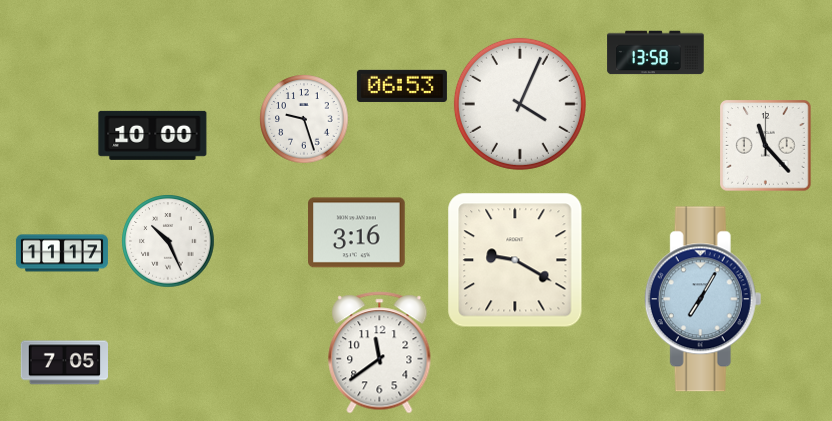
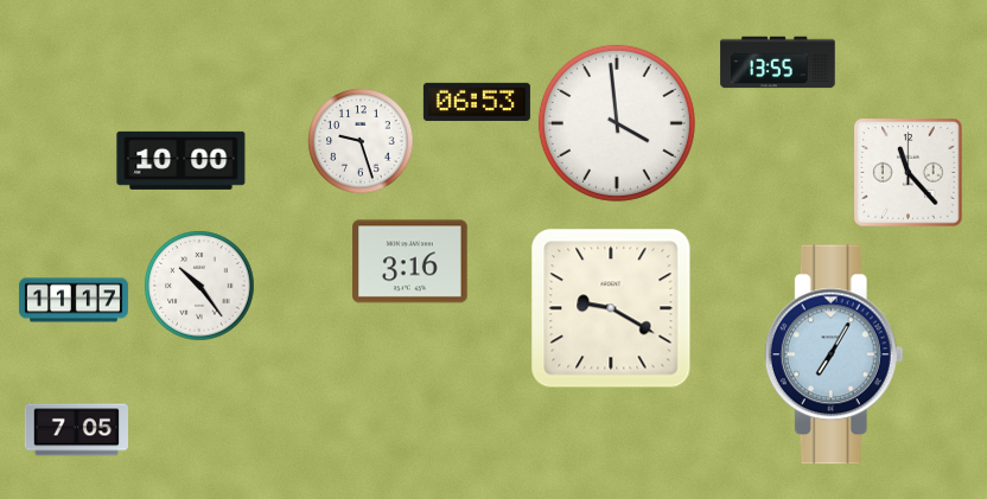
clock at (656, 53): 13:58 -> 13:55
clock at (520, 104): 4:04 -> 3:59
clock at (357, 233) position: (357, 233) -> (410, 262)
clock at (168, 241): 10:26 -> 10:24
clock at (380, 353): 11:39 -> none
